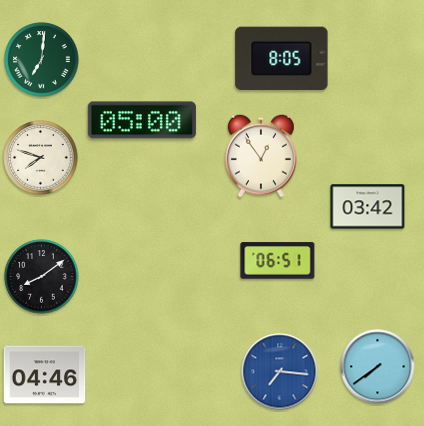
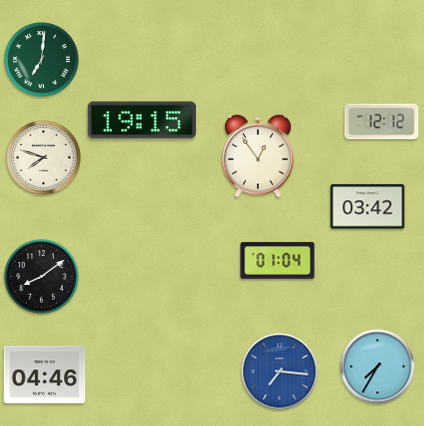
clock at (282, 59): 8:05 -> none
clock at (142, 120): 05:00 -> 19:15
clock at (382, 122): none -> 12:12
clock at (261, 156) position: (261, 156) -> (258, 156)
clock at (41, 158) position: (41, 158) -> (44, 158)
clock at (278, 261): 06:51 -> 01:04
clock at (378, 367): 7:39 -> 7:35
